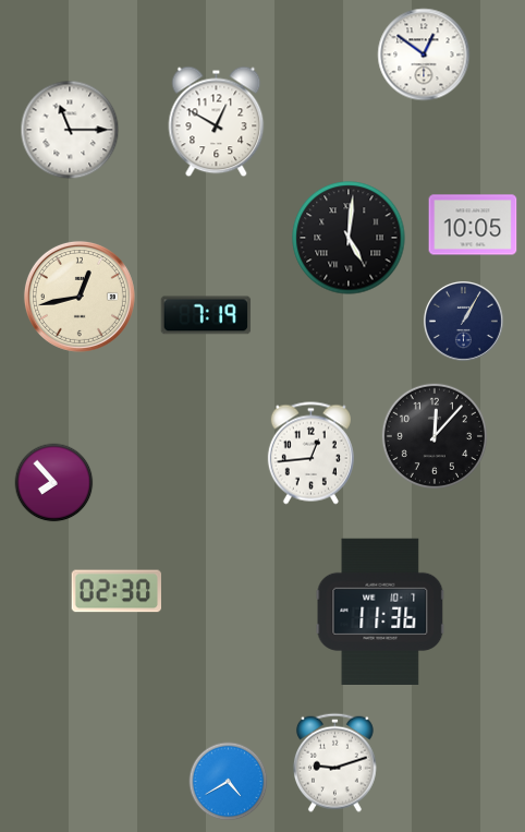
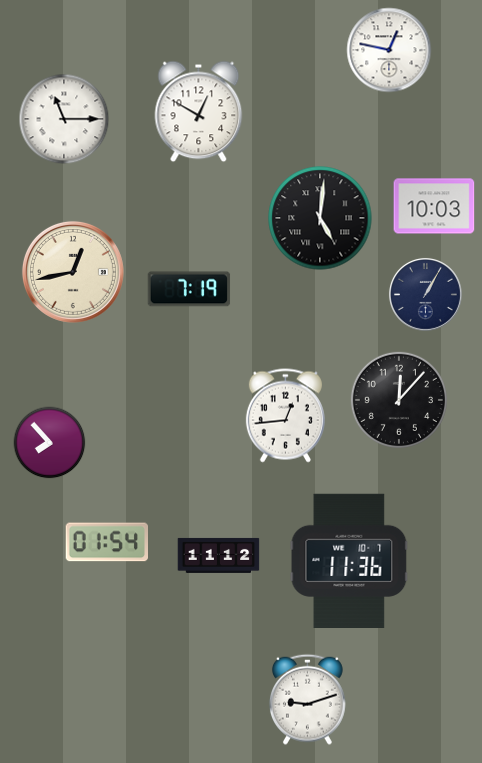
clock at (424, 55): 12:51 -> 12:47
clock at (473, 225): 10:05 -> 10:03
clock at (115, 591): 02:30 -> 01:54
clock at (219, 555): none -> 11:12
clock at (229, 782): 4:40 -> none
